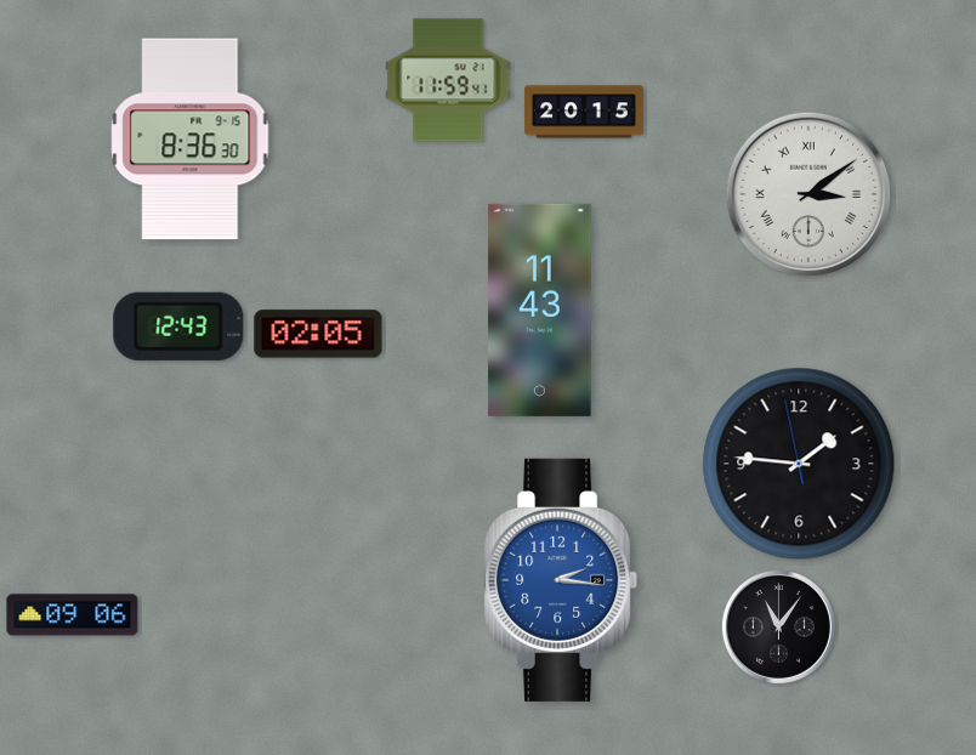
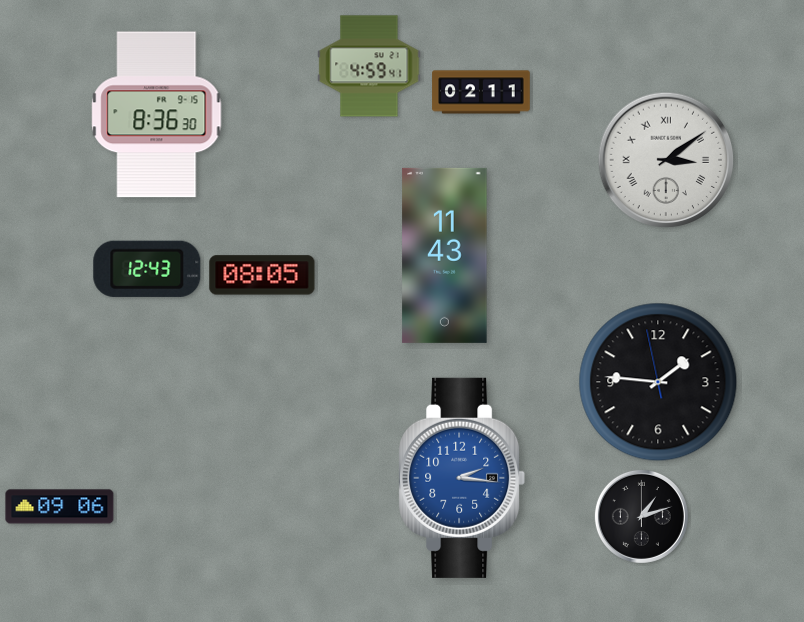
clock at (448, 80): 11:59 -> 4:59
clock at (584, 112): 20:15 -> 02:11
clock at (318, 334): 02:05 -> 08:05
clock at (778, 626): 11:06 -> 1:12
